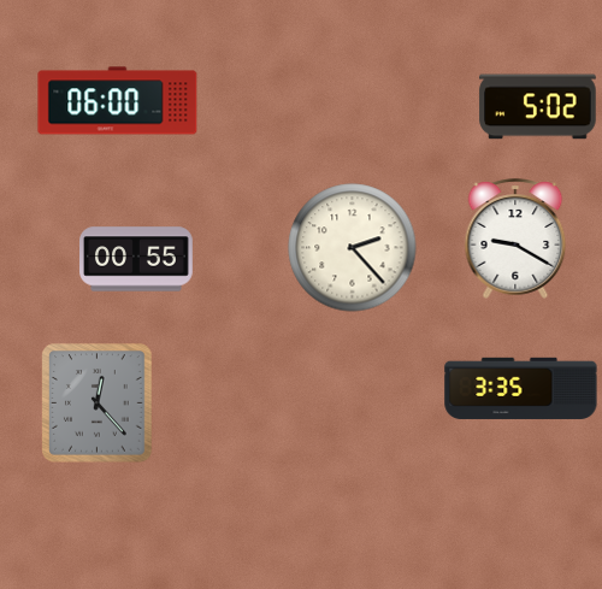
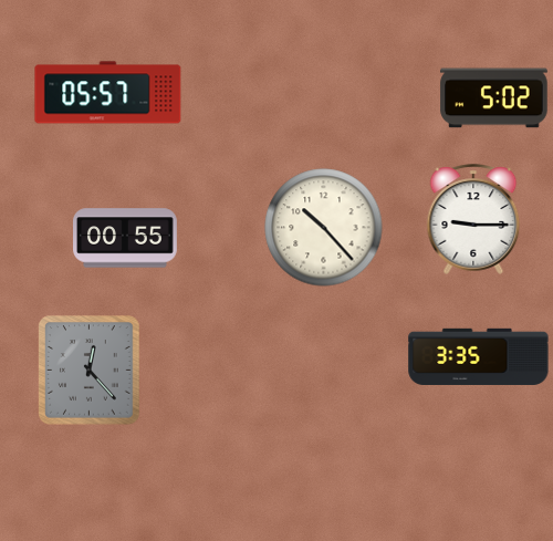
clock at (118, 101): 06:00 -> 05:57
clock at (515, 238): 9:20 -> 9:15
clock at (353, 248): 2:23 -> 10:23
